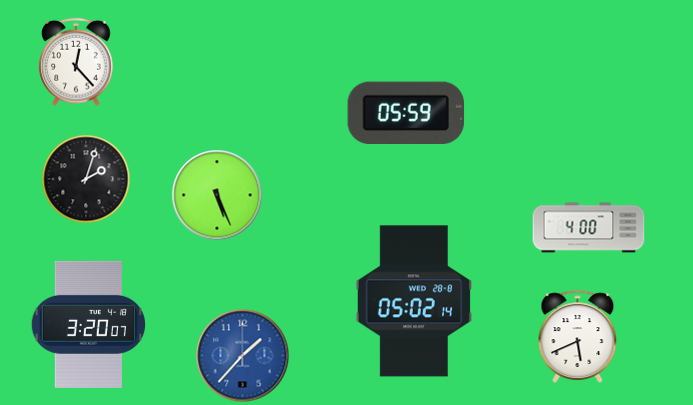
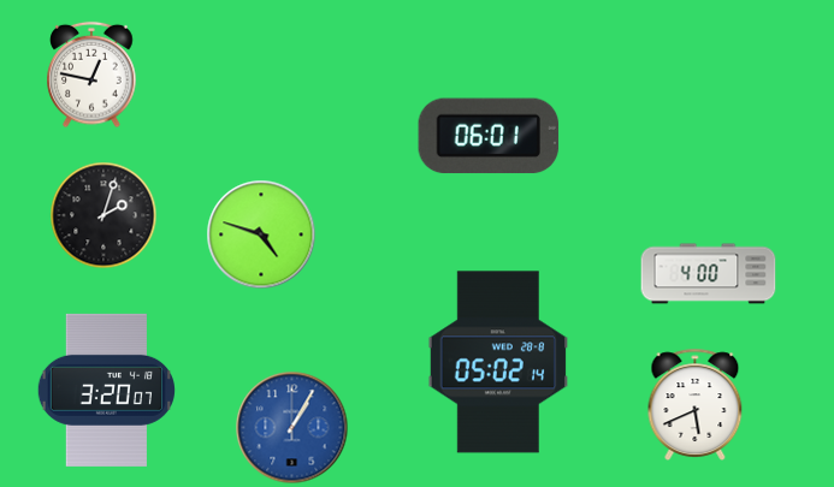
clock at (76, 62): 12:23 -> 12:47
clock at (406, 113): 05:59 -> 06:01
clock at (217, 195): 5:26 -> 4:48
clock at (242, 355): 1:37 -> 1:05
